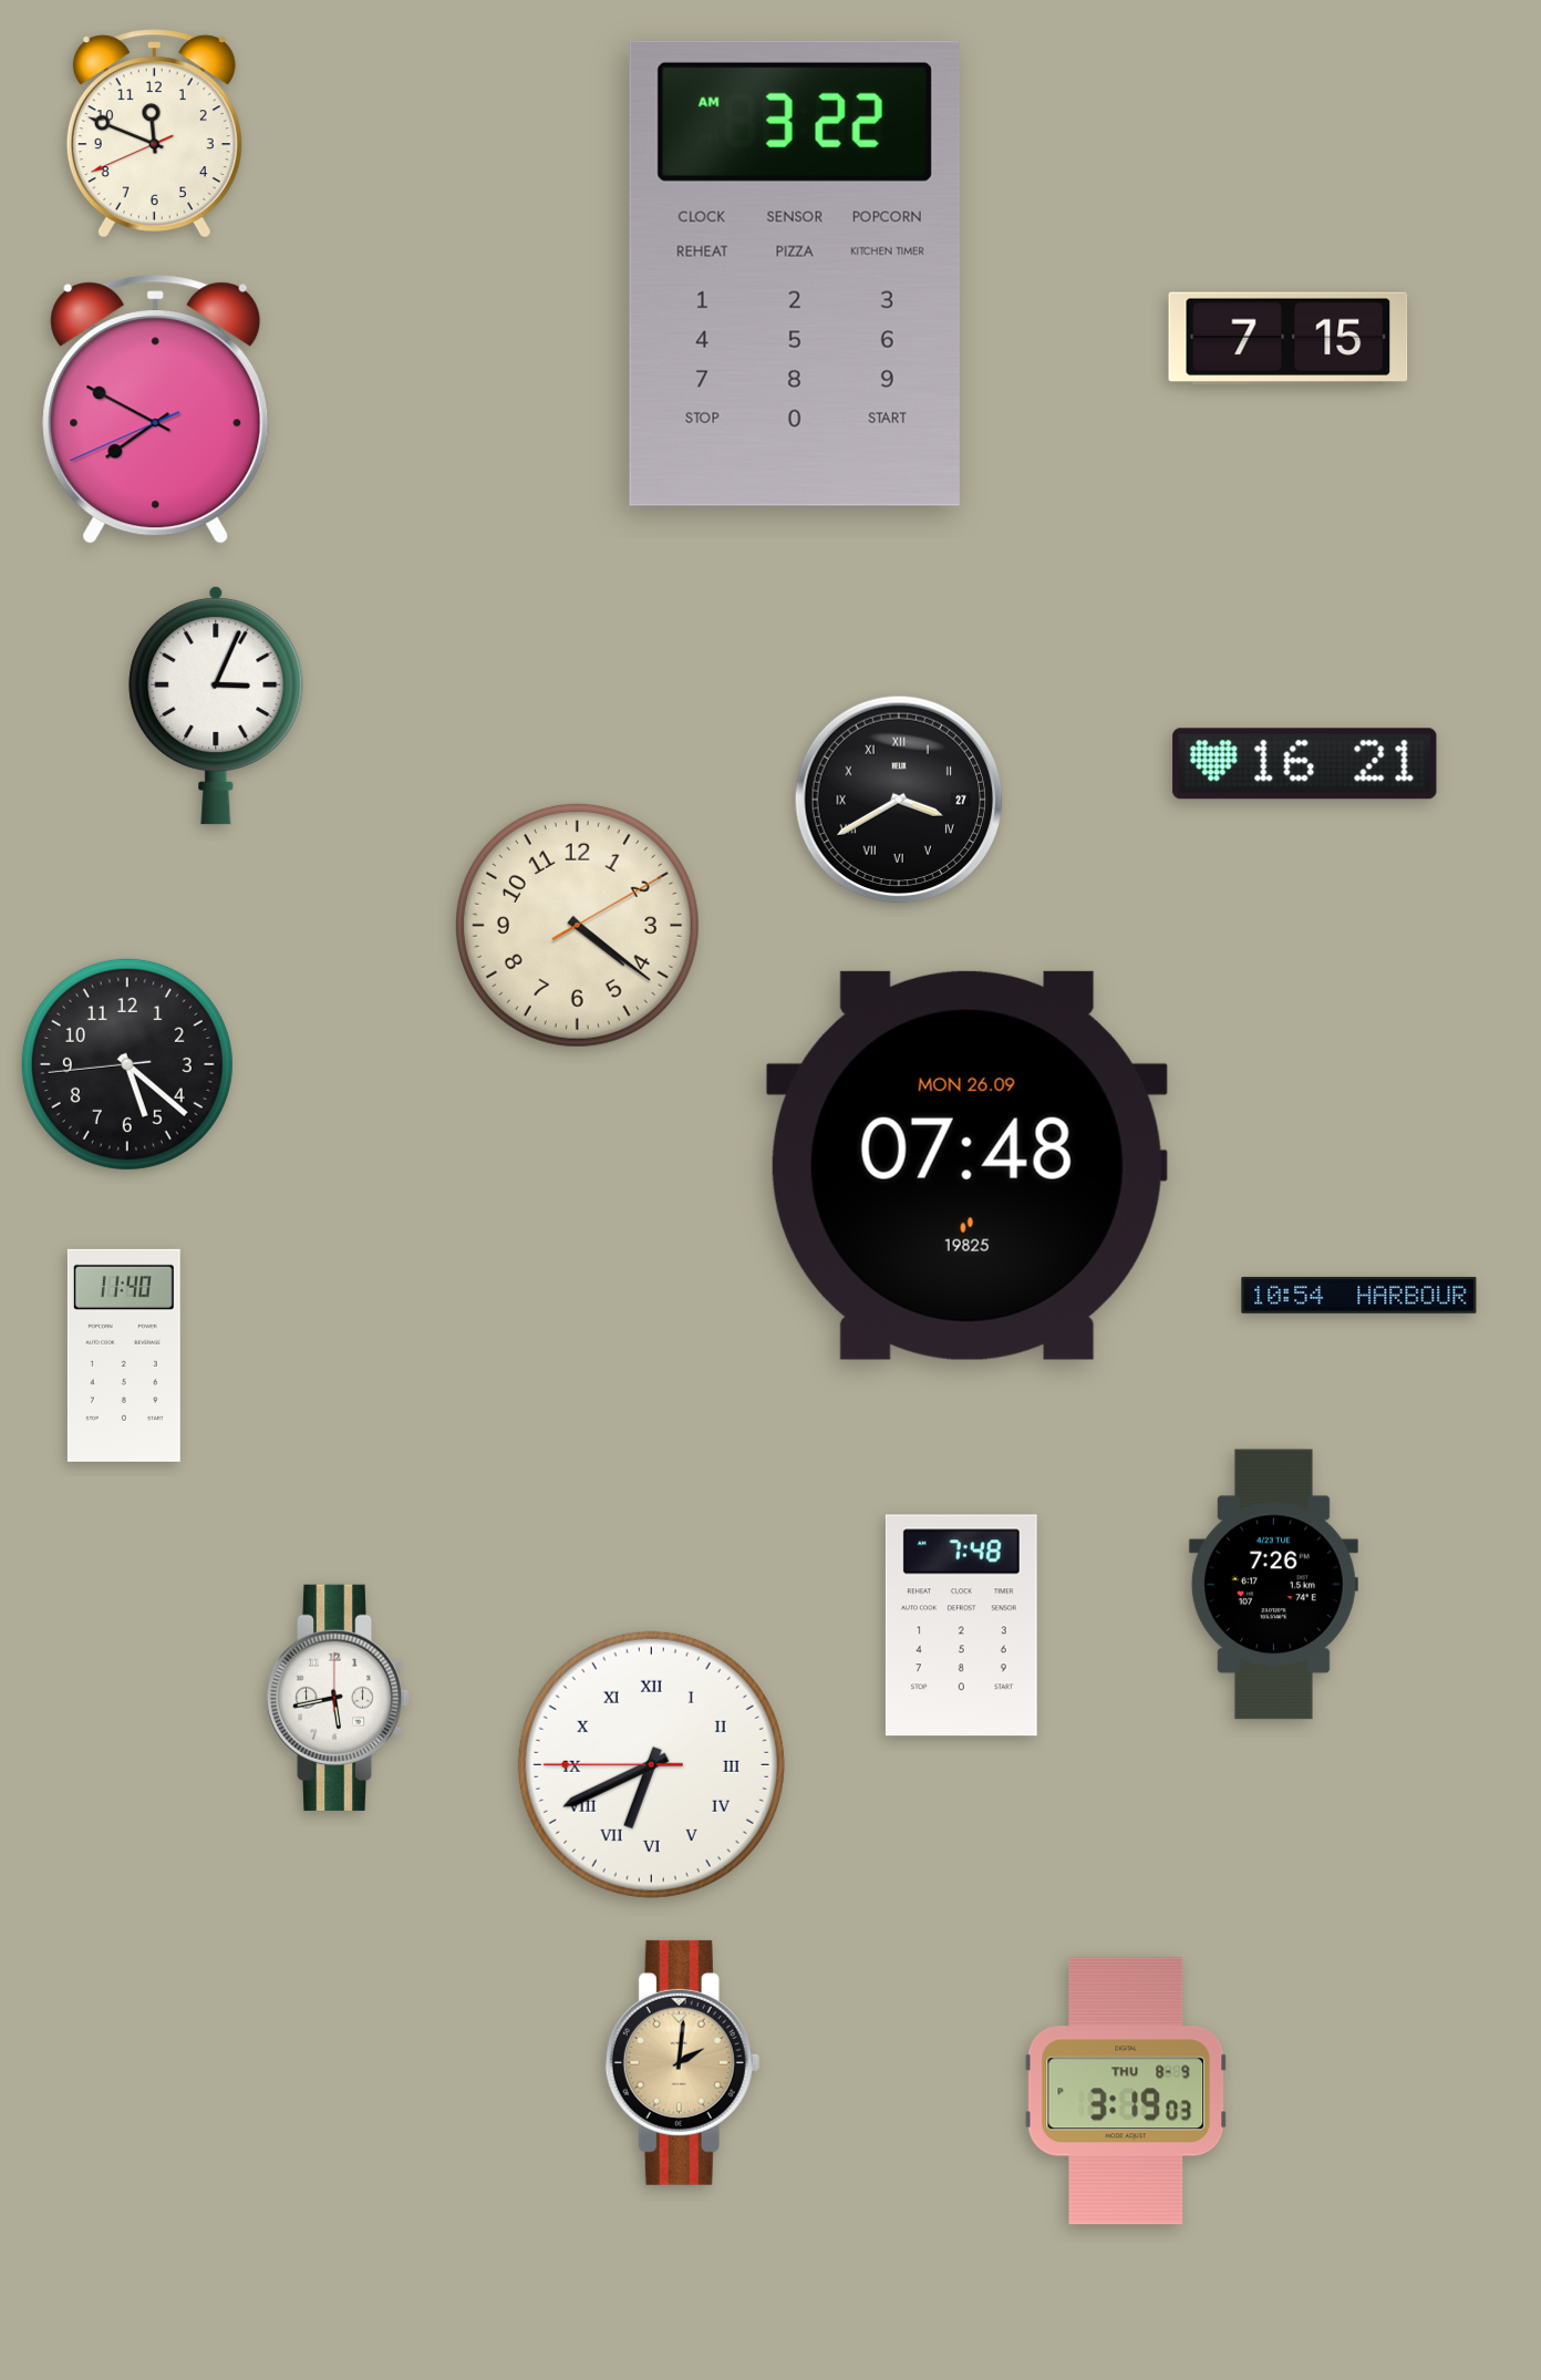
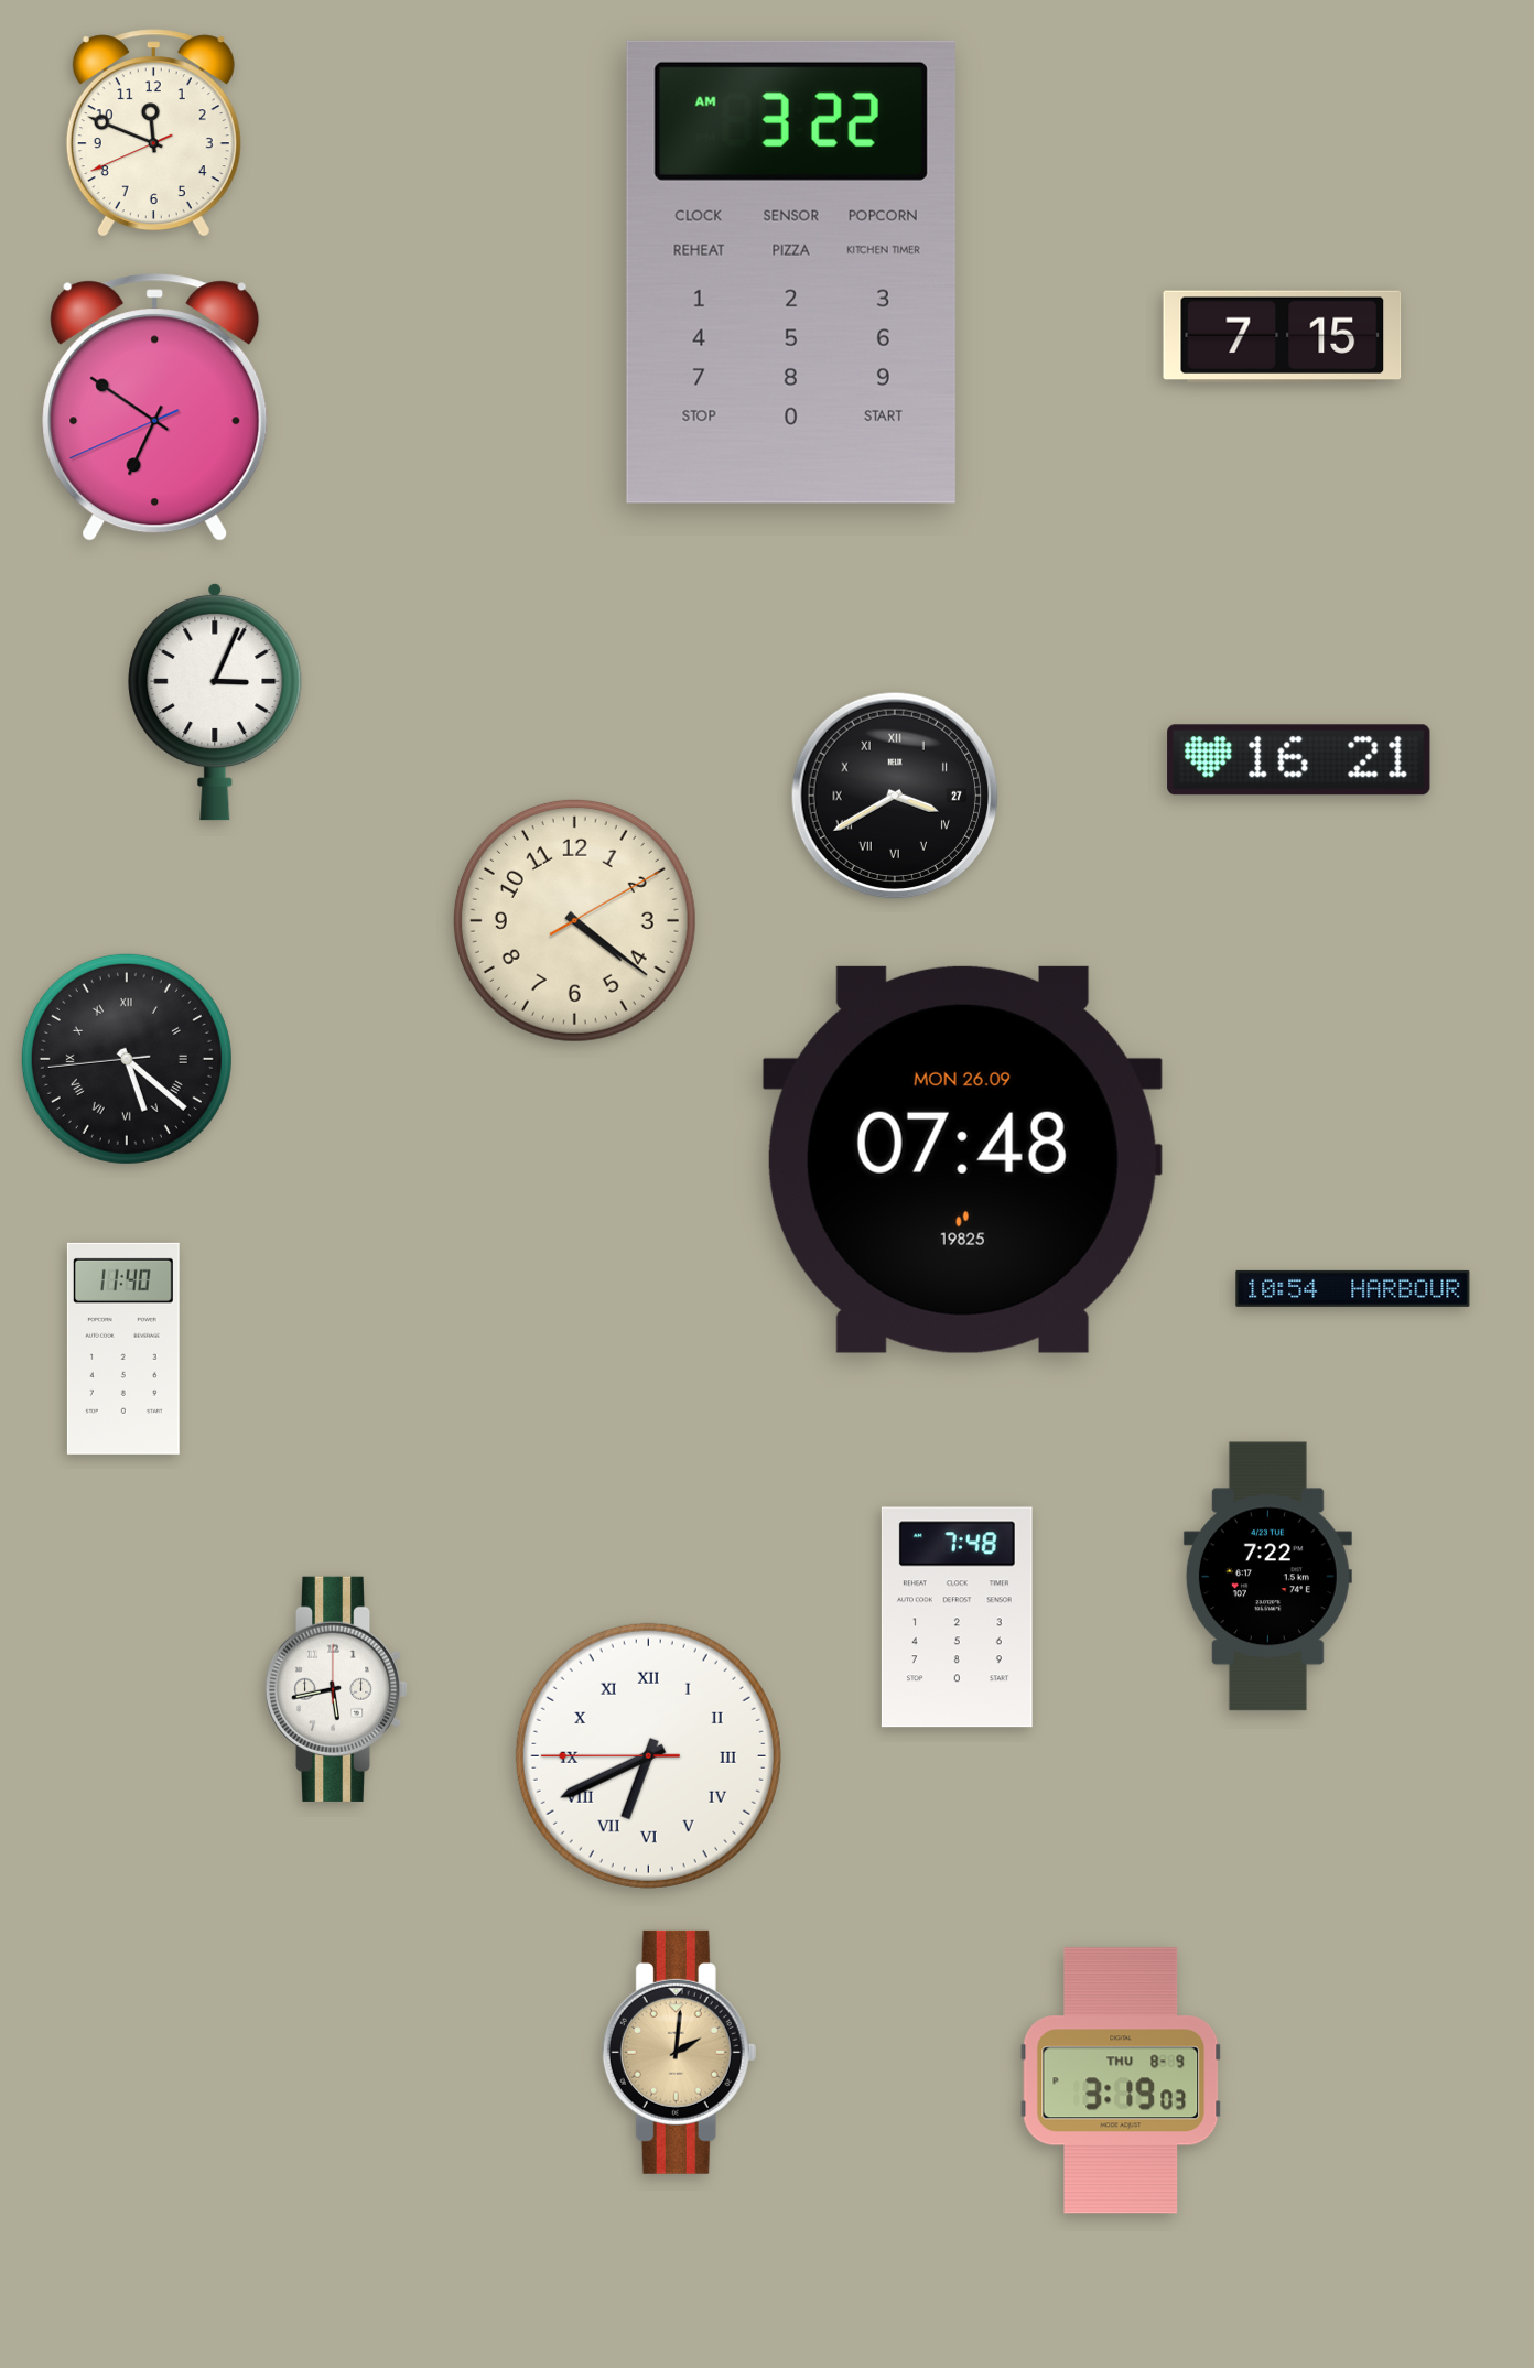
clock at (156, 410): 7:49 -> 6:50
clock at (127, 1064) numerals: Arabic -> Roman
clock at (1273, 1585): 7:26 -> 7:22
